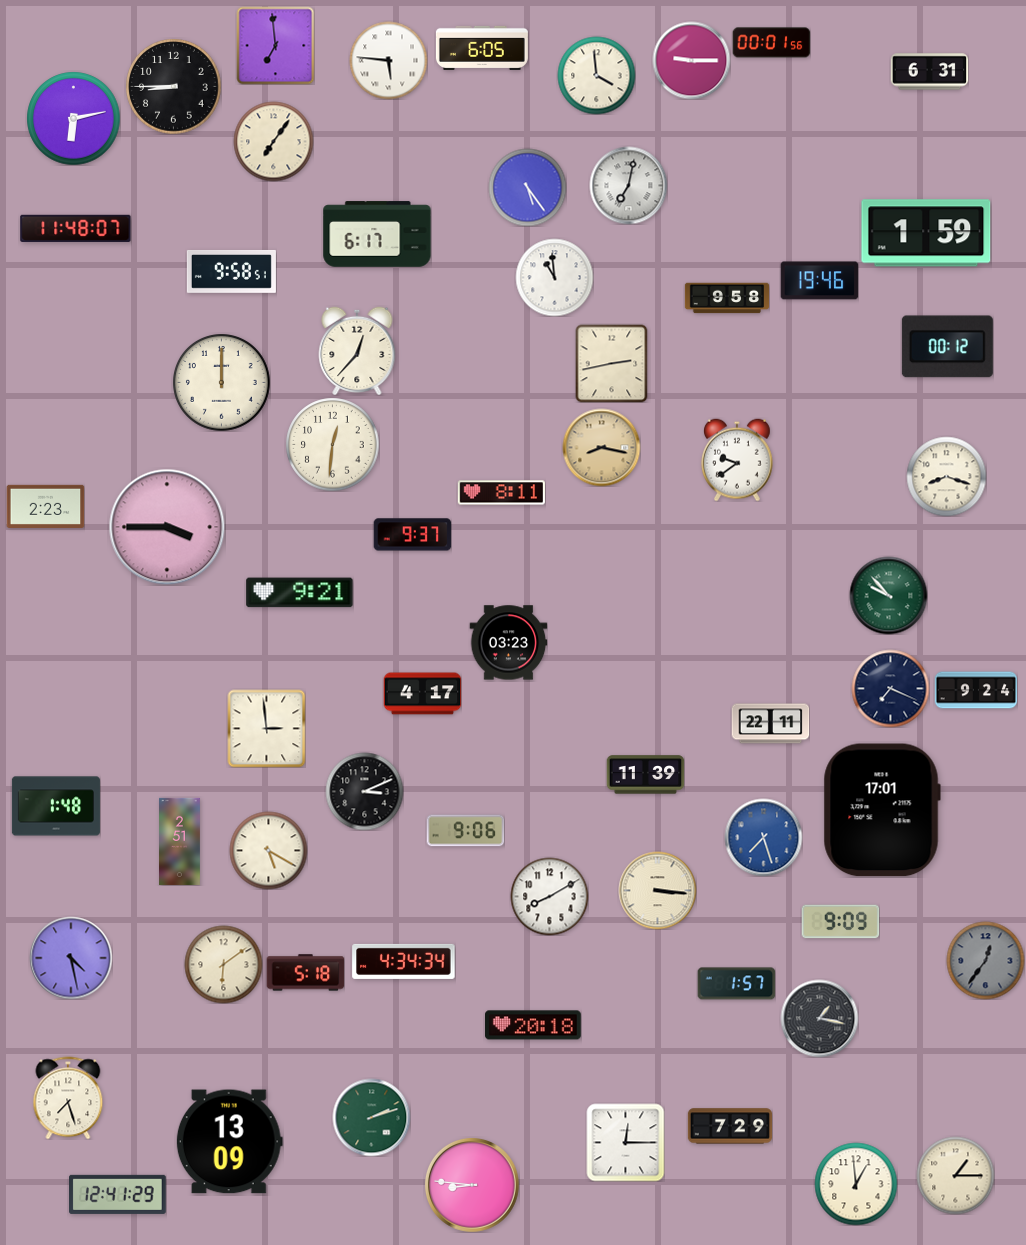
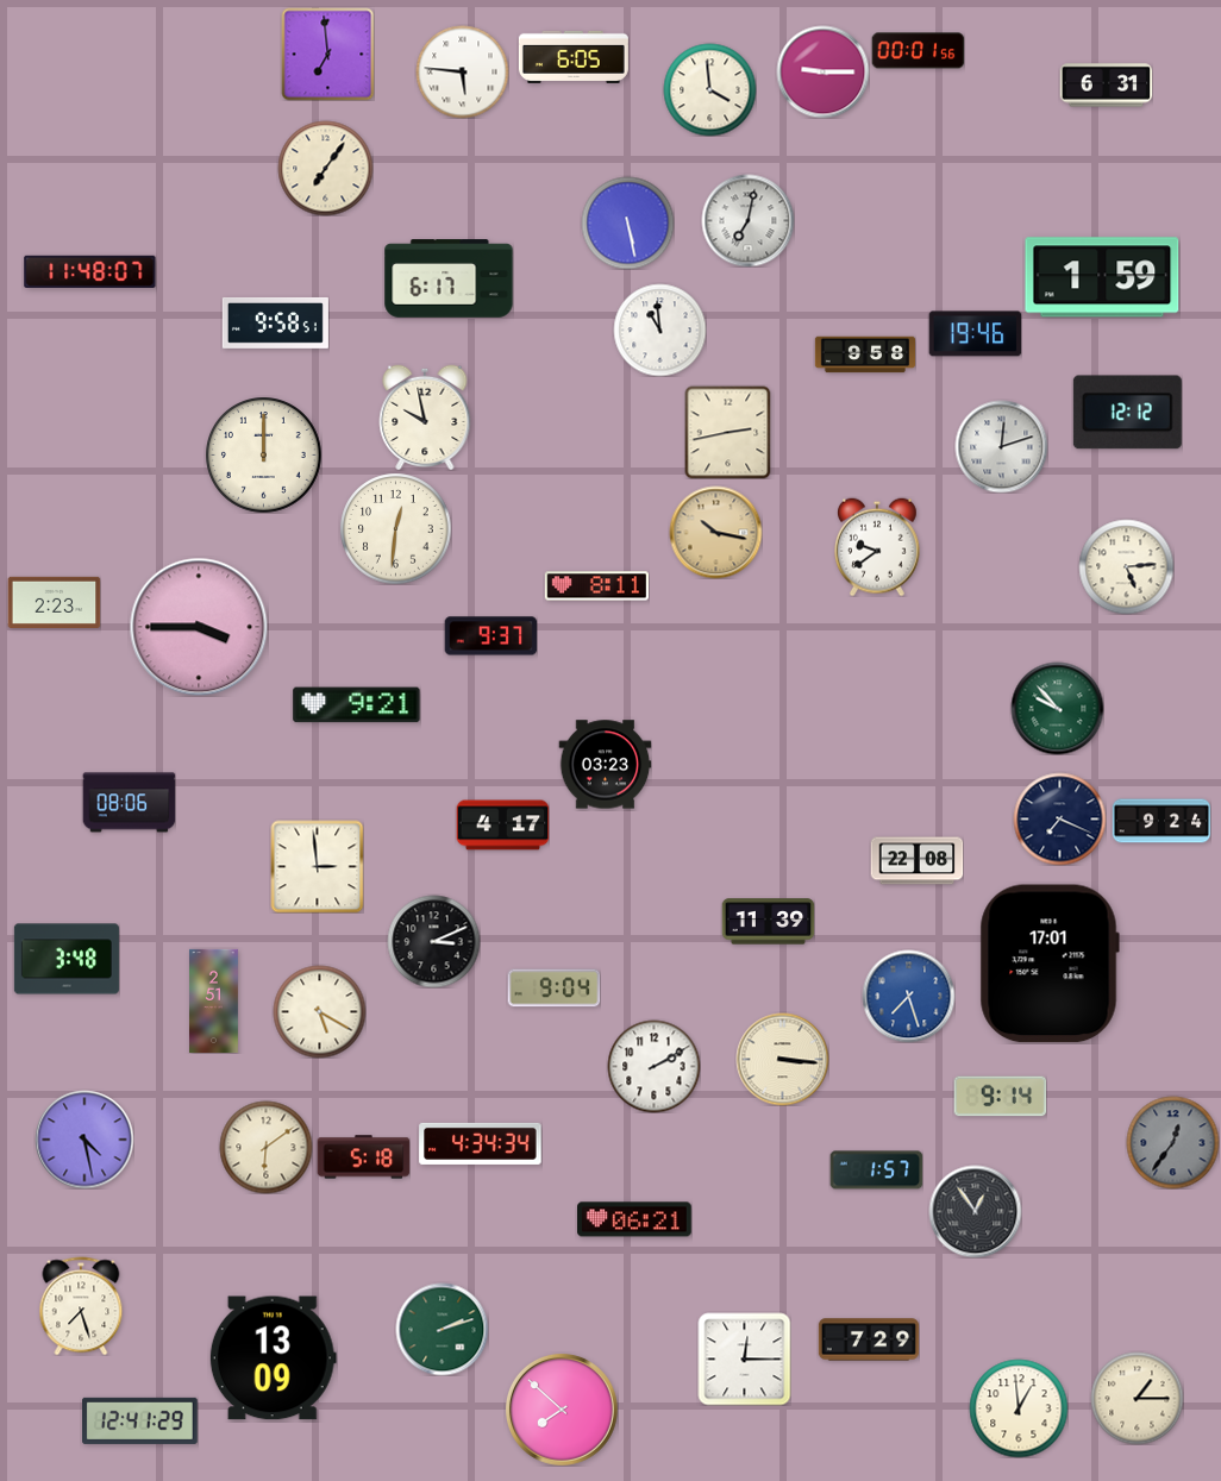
clock at (173, 86): 8:45 -> none
clock at (73, 118): 6:13 -> none
clock at (527, 187): 5:24 -> 5:28
clock at (947, 347): 00:12 -> 12:12
clock at (357, 351): 12:37 -> 9:58
clock at (1001, 446): none -> 12:12
clock at (601, 447): 8:17 -> 10:17
clock at (946, 476): 8:18 -> 5:14
clock at (129, 803): none -> 08:06
clock at (770, 724): 22:11 -> 22:08
clock at (56, 806): 1:48 -> 3:48
clock at (465, 831): 9:06 -> 9:04
clock at (549, 896): 8:10 -> 2:10
clock at (840, 922): 9:09 -> 9:14
clock at (819, 1018): 1:17 -> 12:54
clock at (534, 1025): 20:18 -> 06:21
clock at (472, 1185): 8:46 -> 7:52
